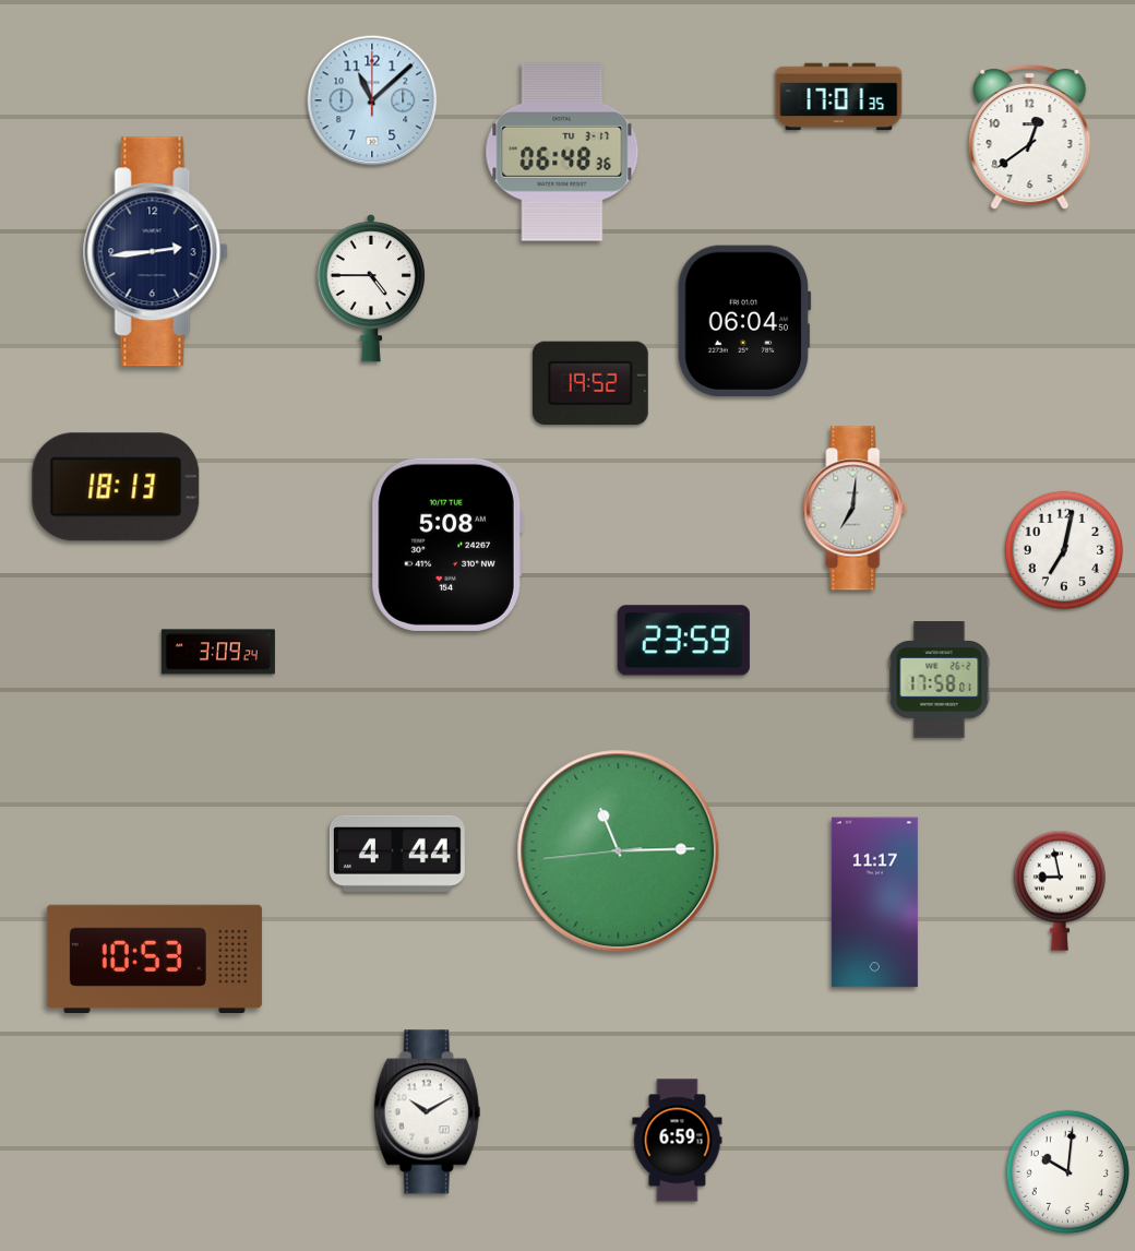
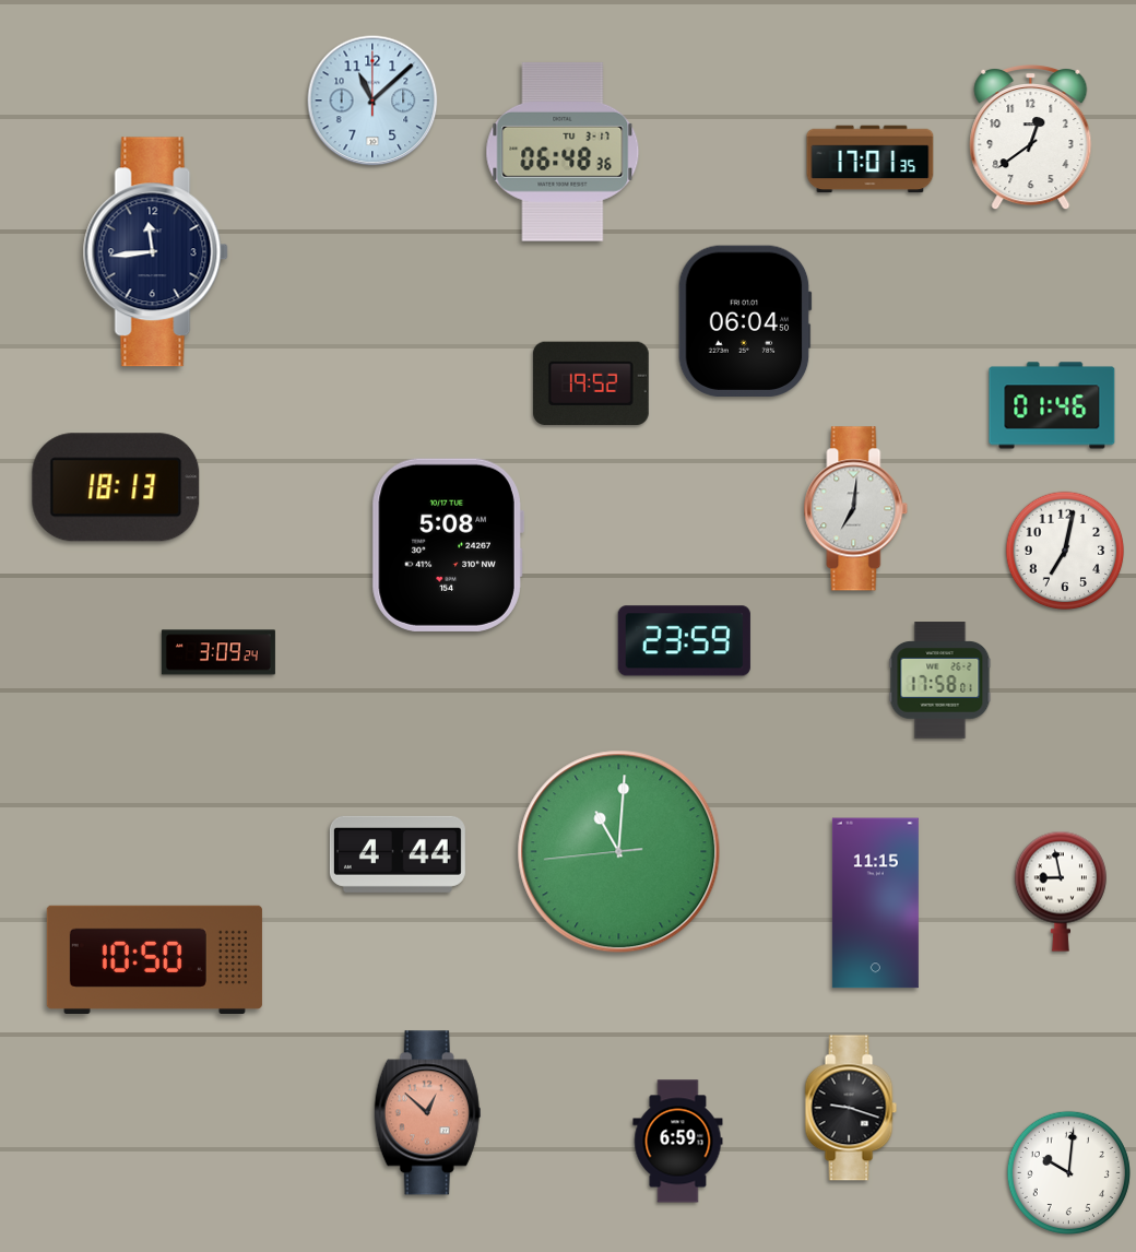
clock at (839, 97) position: (839, 97) -> (871, 160)
clock at (155, 252): 2:44 -> 11:44
clock at (370, 288): 4:45 -> none
clock at (1052, 405): none -> 01:46
clock at (619, 851): 11:14 -> 11:00
clock at (874, 903): 11:17 -> 11:15
clock at (154, 958): 10:53 -> 10:50
clock at (851, 1108): none -> 9:18
clock at (427, 1112): 10:10 -> 12:52
clock at (427, 1112) dial: white -> salmon
